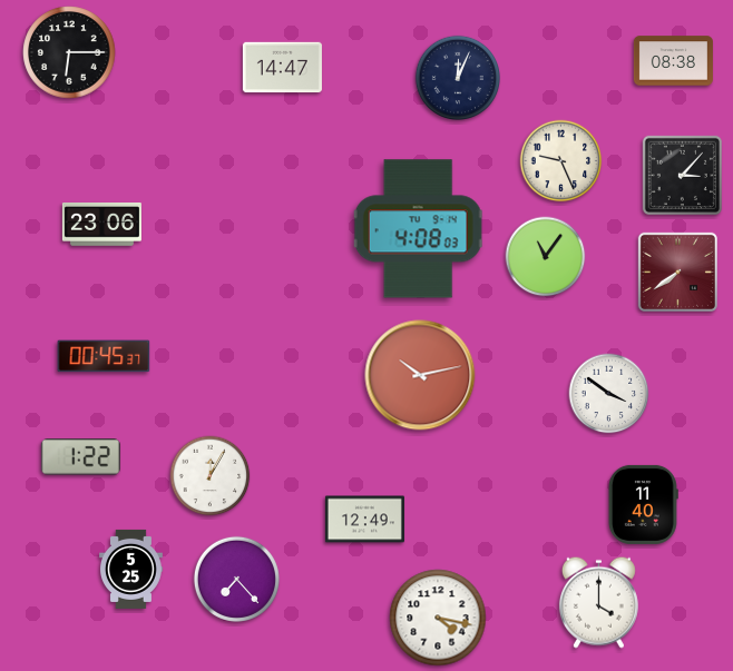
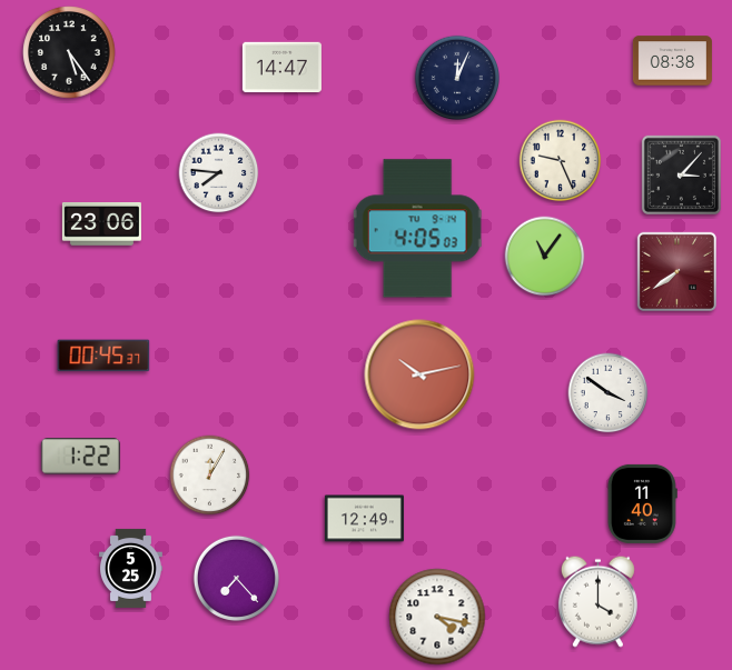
clock at (69, 52): 6:15 -> 5:24
clock at (219, 173): none -> 7:46
clock at (419, 229): 4:08 -> 4:05
